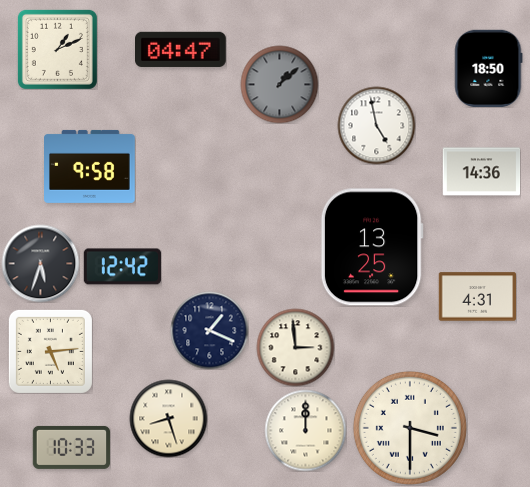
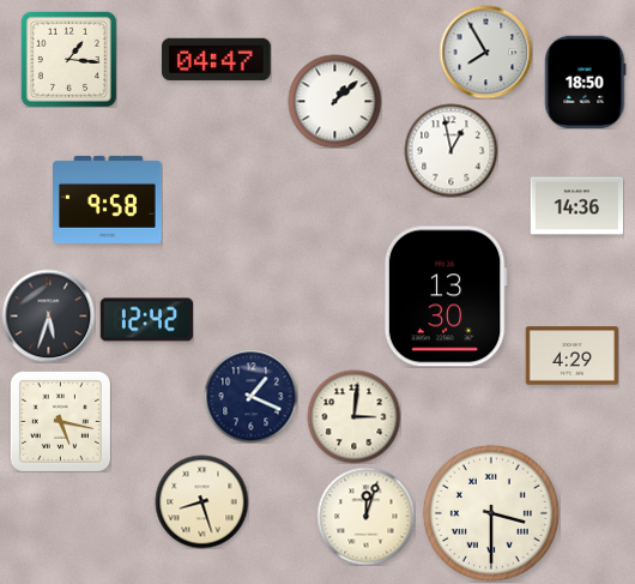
clock at (485, 52): none -> 7:55
clock at (57, 49): 1:11 -> 1:16
clock at (279, 84) dial: grey -> white
clock at (376, 125): 4:58 -> 12:58
clock at (372, 247): 13:25 -> 13:30
clock at (477, 297): 4:31 -> 4:29
clock at (295, 347): 2:59 -> 3:01
clock at (50, 351): 5:14 -> 5:17
clock at (305, 430): 12:00 -> 12:03
clock at (71, 447): 10:33 -> none
